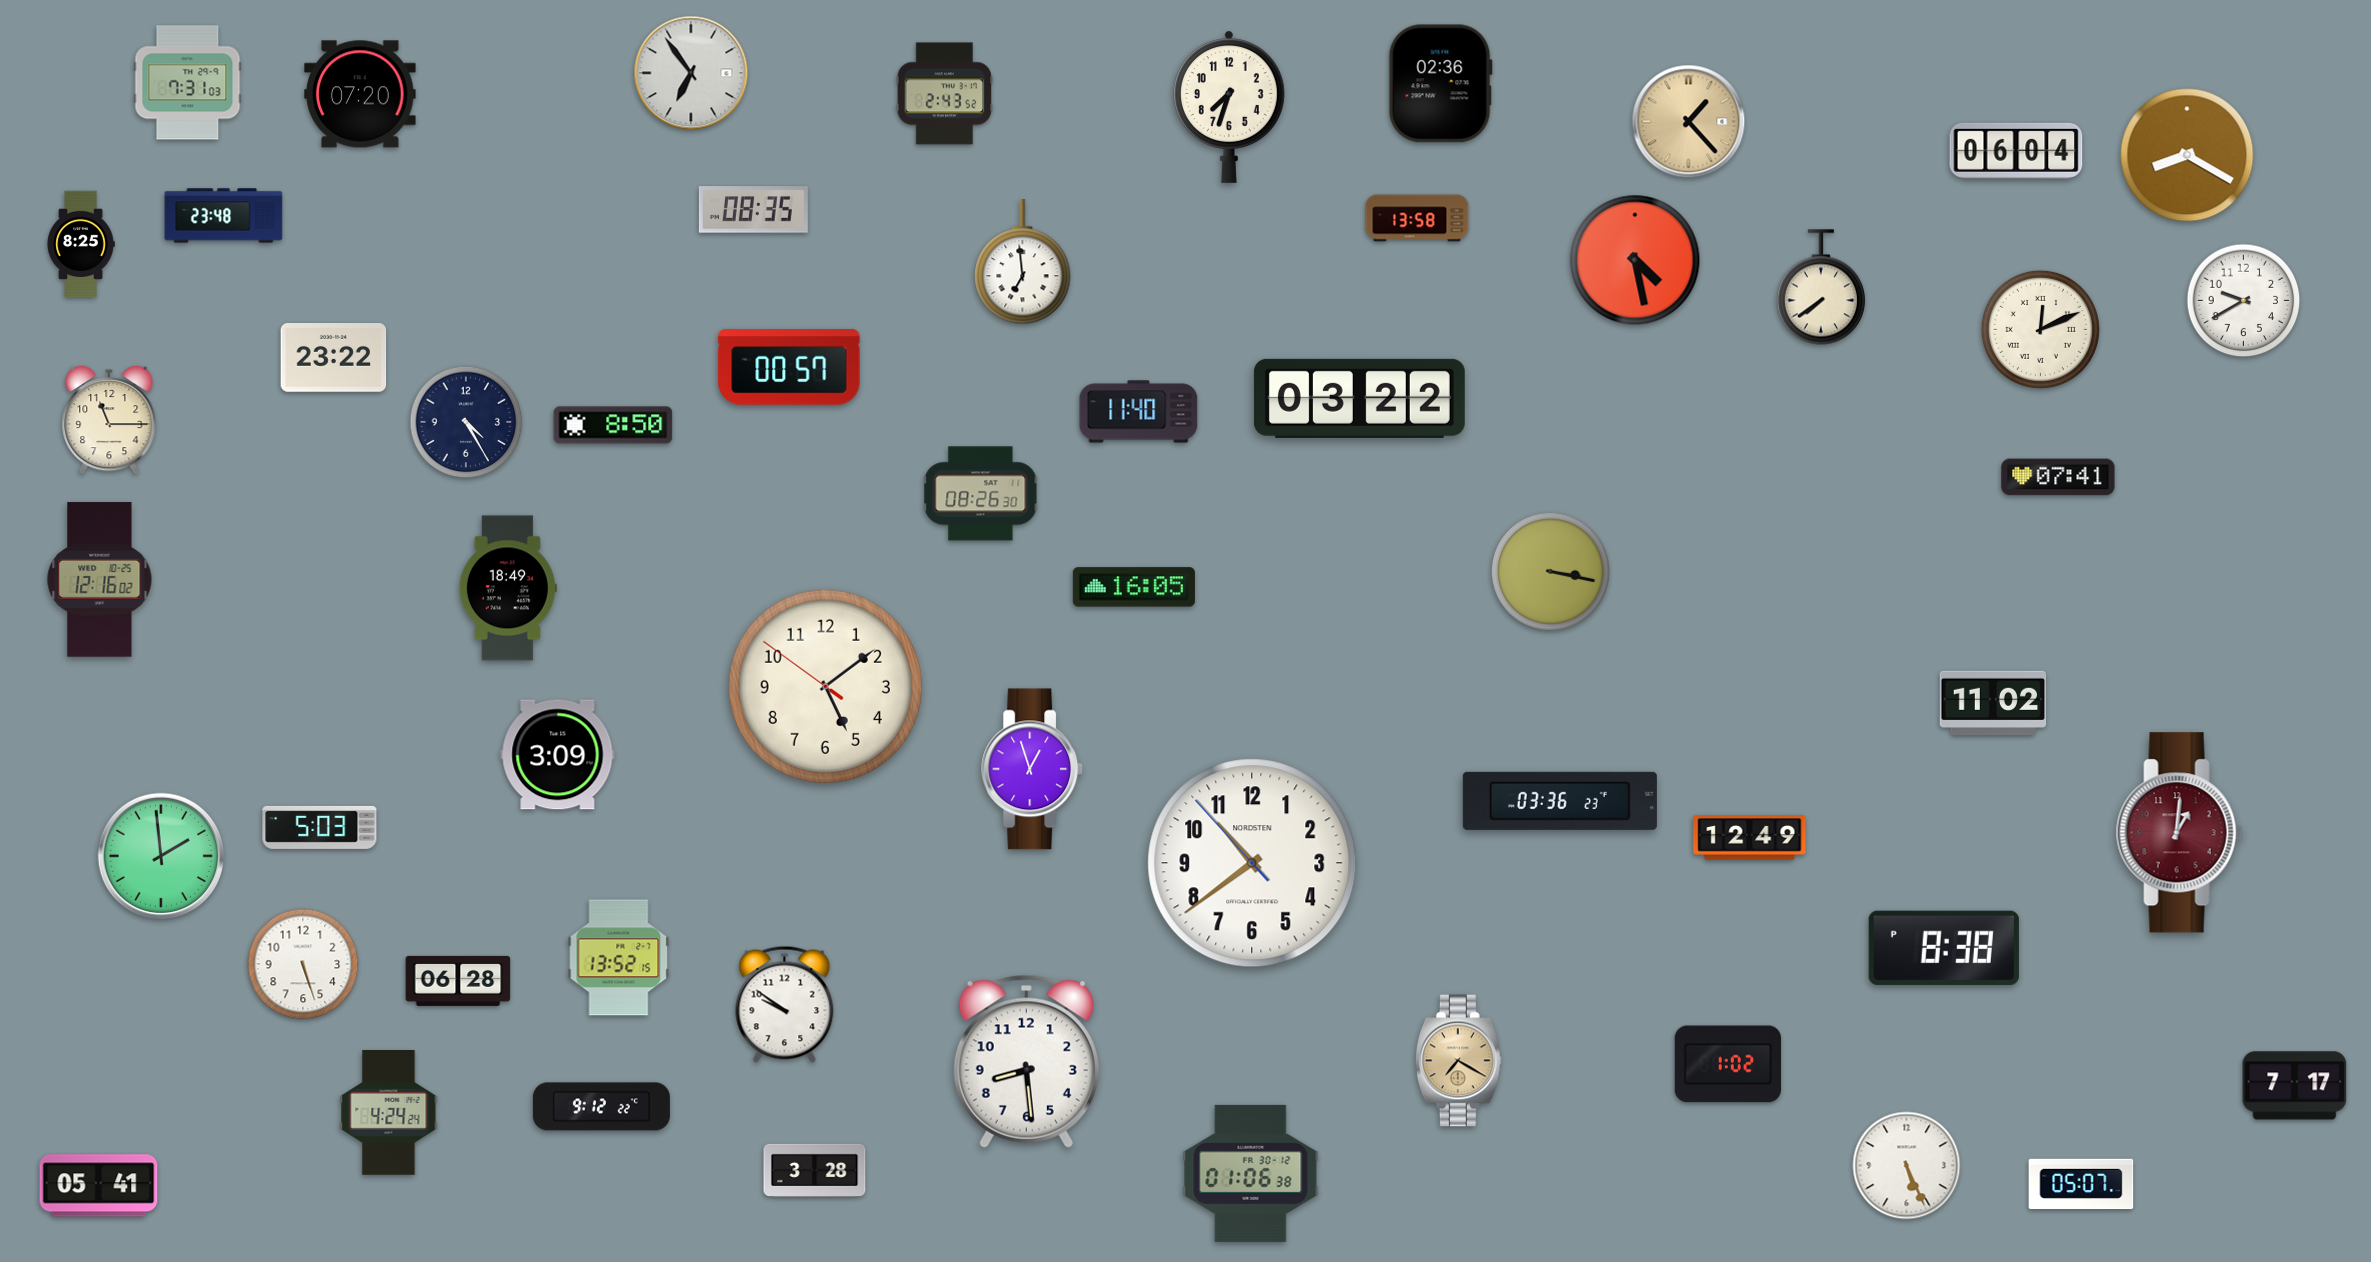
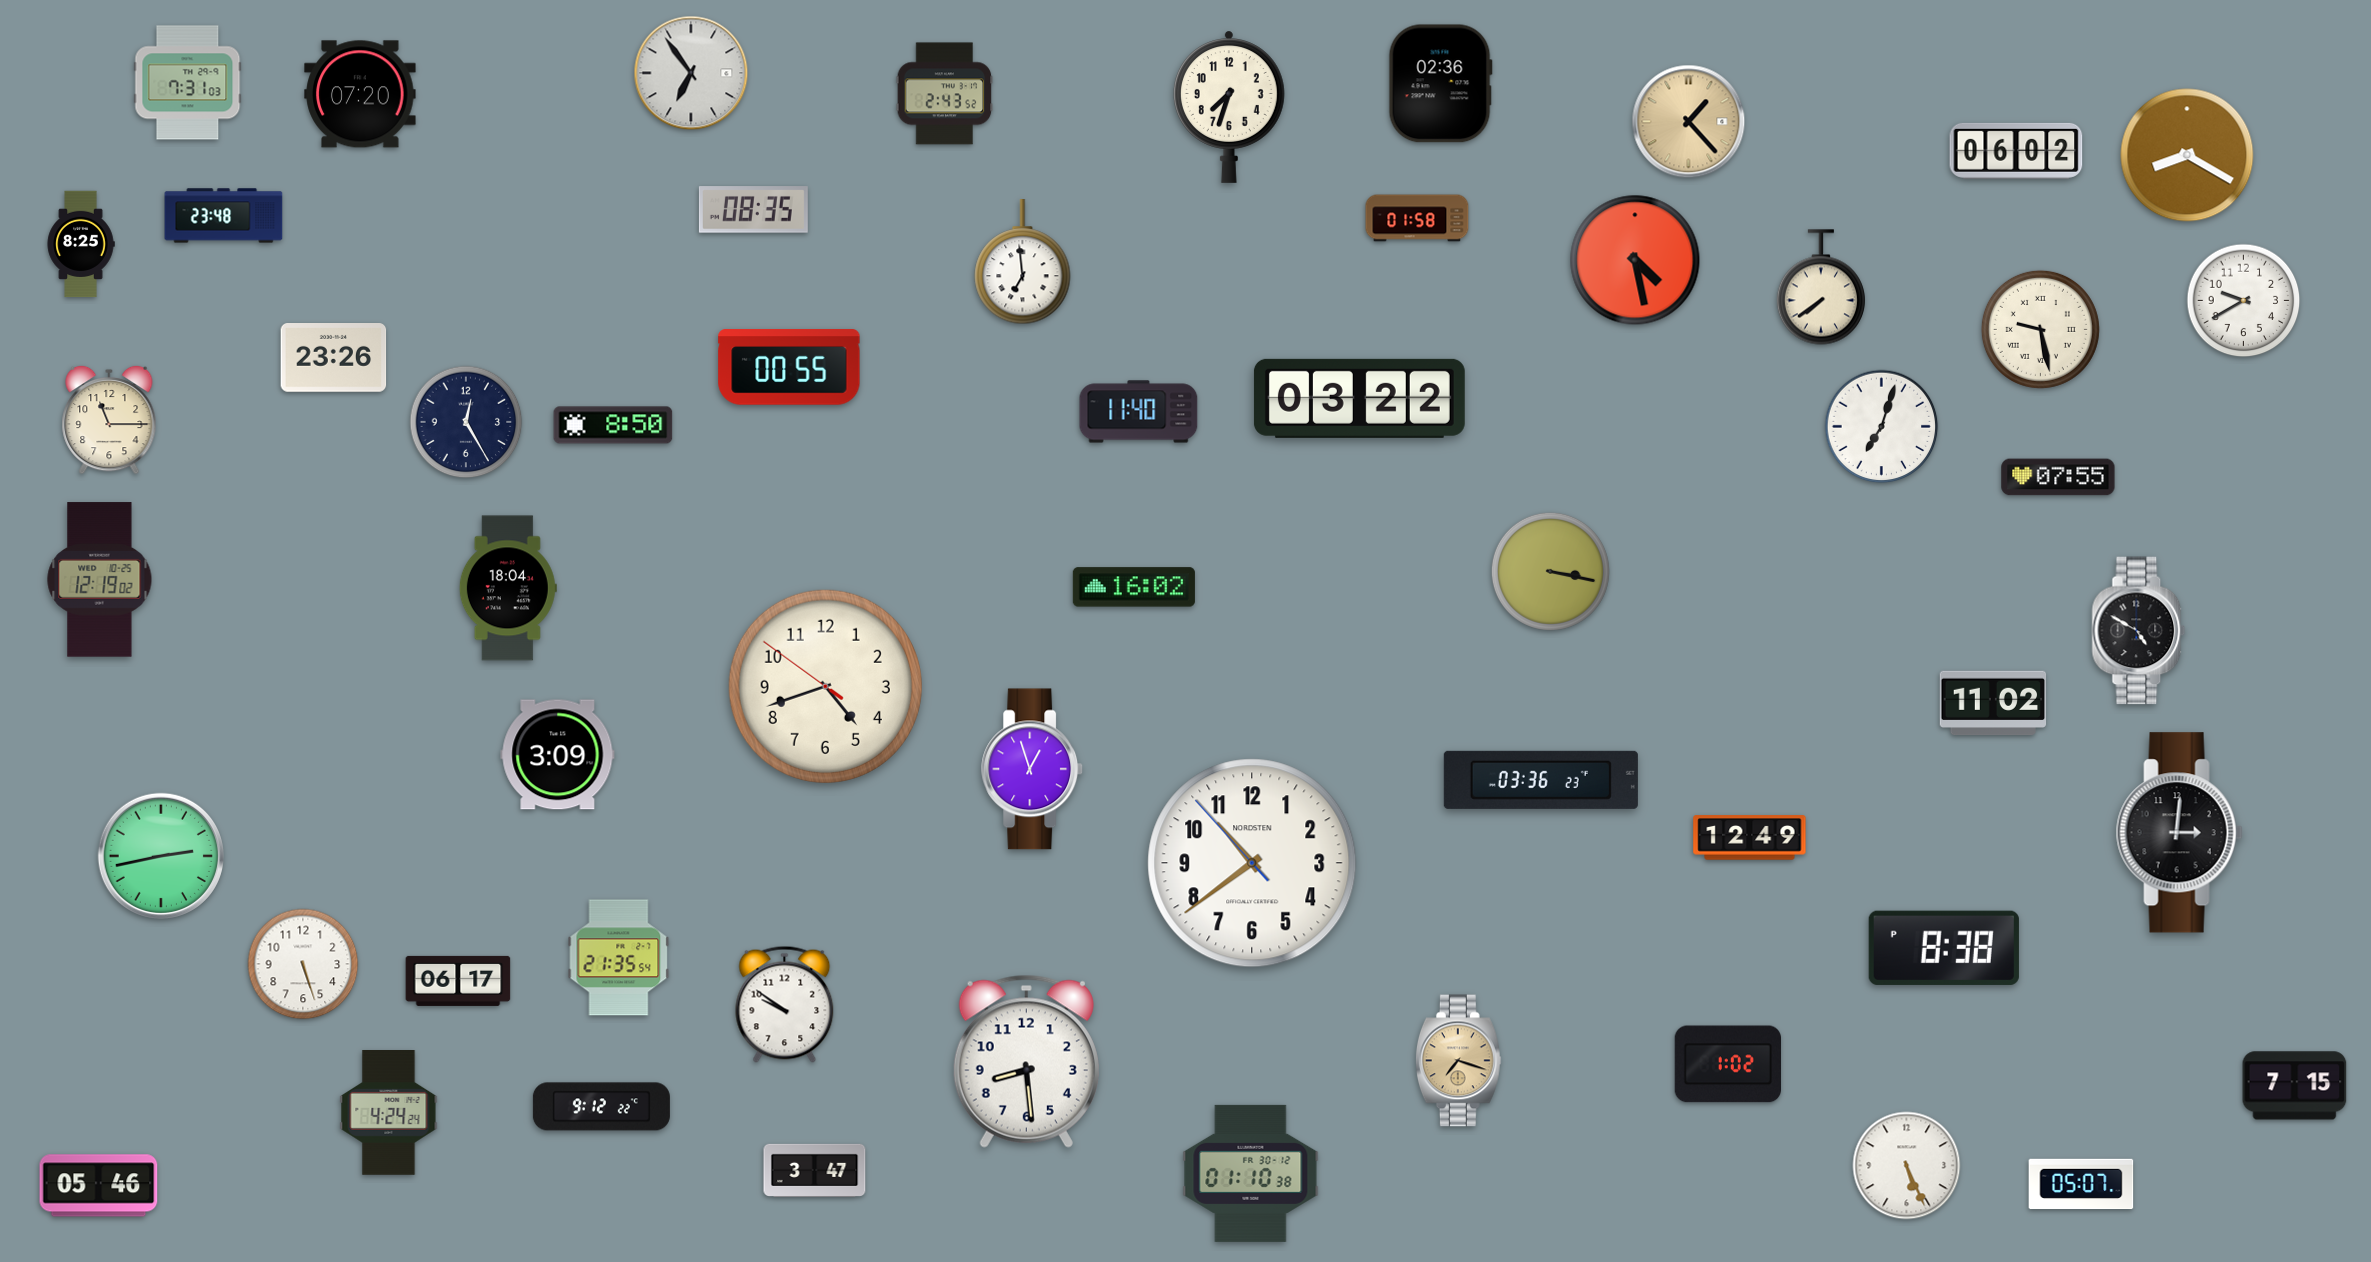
clock at (2016, 151): 06:04 -> 06:02
clock at (1417, 218): 13:58 -> 01:58
clock at (2040, 329): 12:11 -> 9:28
clock at (334, 358): 23:22 -> 23:26
clock at (789, 367): 00:57 -> 00:55
clock at (466, 422): 4:25 -> 12:25
clock at (1882, 427): none -> 7:03
clock at (2058, 477): 07:41 -> 07:55
clock at (981, 494): 08:26 -> none
clock at (100, 580): 12:16 -> 12:19
clock at (1134, 587): 16:05 -> 16:02
clock at (508, 588): 18:49 -> 18:04
clock at (2139, 631): none -> 4:50
clock at (825, 686): 5:08 -> 4:41
clock at (1560, 801) position: (1560, 801) -> (1541, 780)
clock at (320, 827): 5:03 -> none
clock at (2179, 833): 1:01 -> 3:01
clock at (2179, 833) dial: burgundy -> black
clock at (161, 856): 1:59 -> 2:43
clock at (619, 958): 13:52 -> 21:35
clock at (458, 981): 06:28 -> 06:17
clock at (1458, 1061): 7:20 -> 7:18
clock at (2295, 1086): 7:17 -> 7:15
clock at (815, 1170): 3:28 -> 3:47
clock at (1251, 1173): 01:06 -> 01:10
clock at (99, 1186): 05:41 -> 05:46
